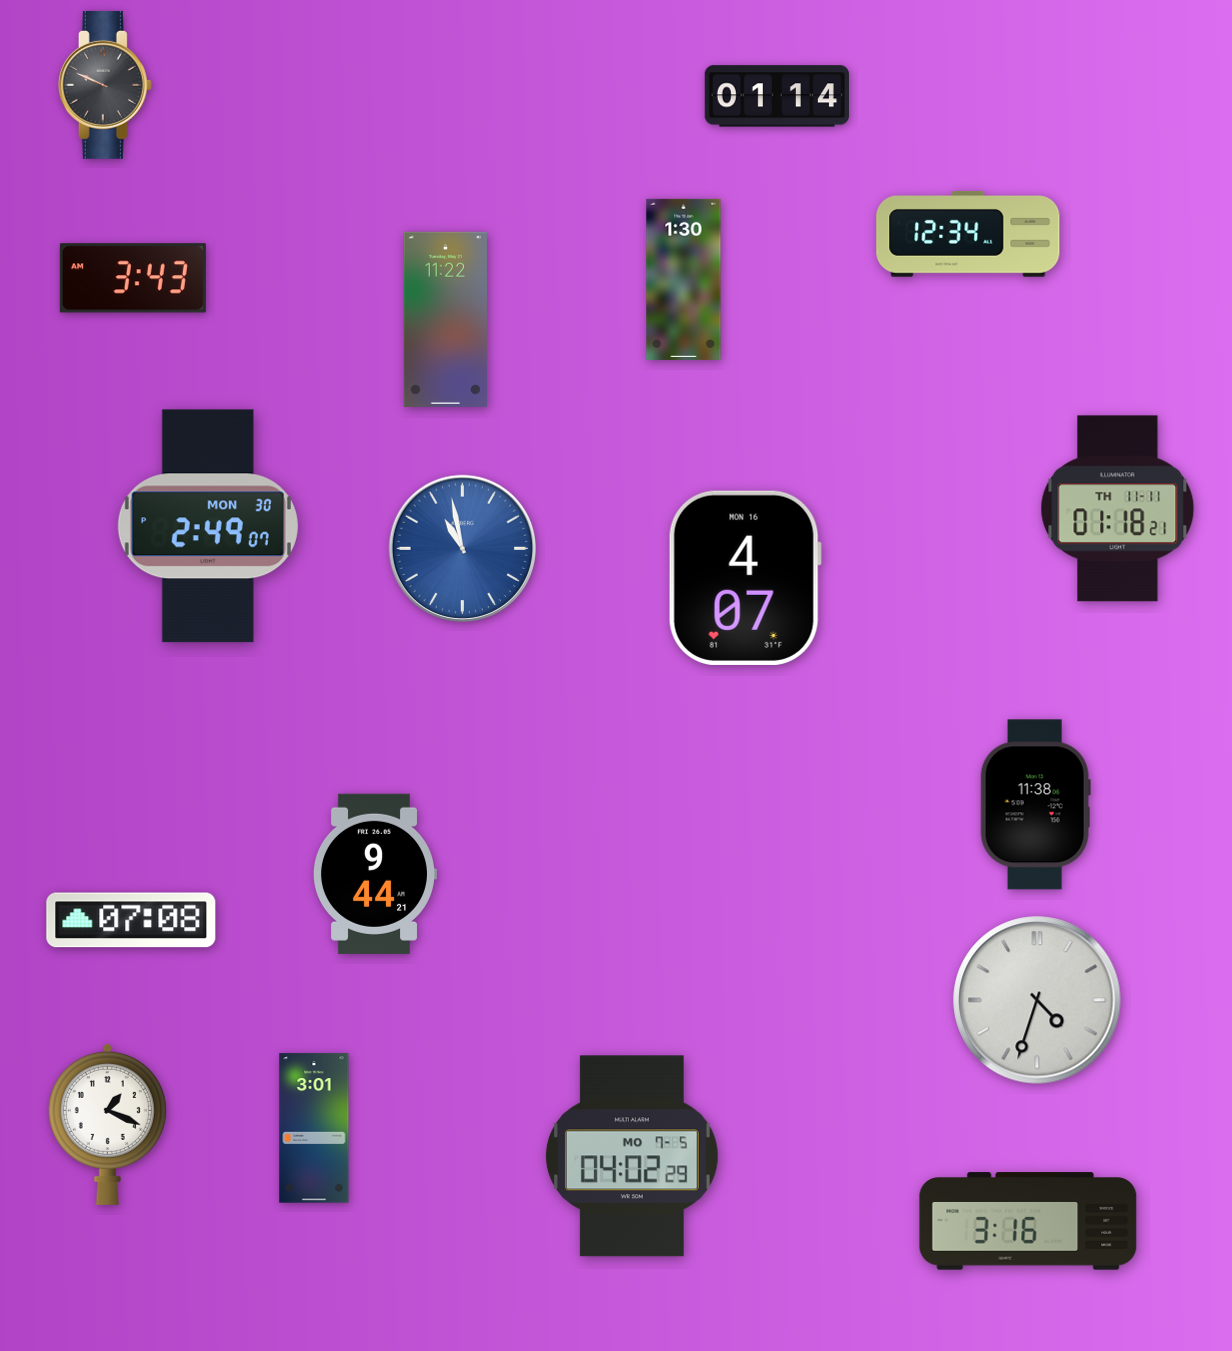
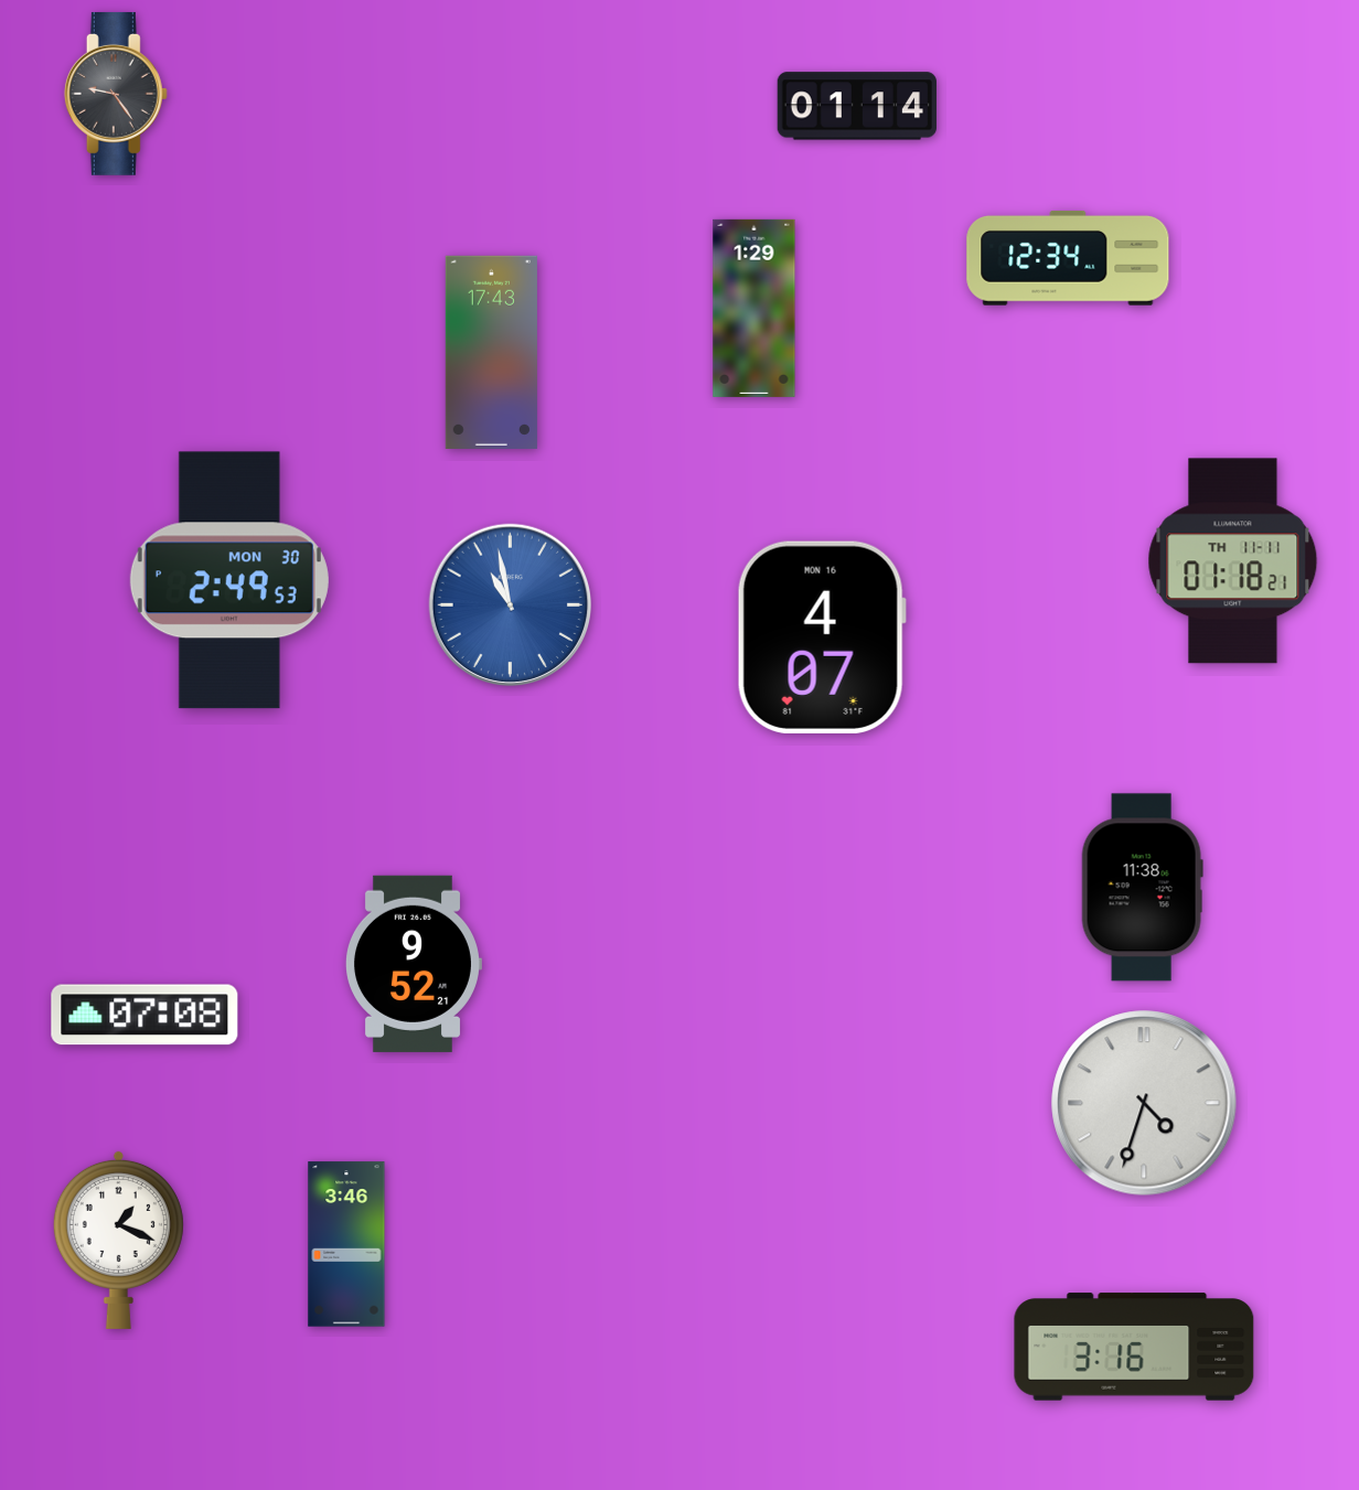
clock at (105, 85): 9:49 -> 9:24
clock at (133, 278): 3:43 -> none
clock at (684, 279): 1:30 -> 1:29
clock at (445, 319): 11:22 -> 17:43
clock at (208, 526): 2:49:07 -> 2:49:53
clock at (374, 874): 9:44 -> 9:52
clock at (314, 1128): 3:01 -> 3:46
clock at (632, 1156): 04:02 -> none
